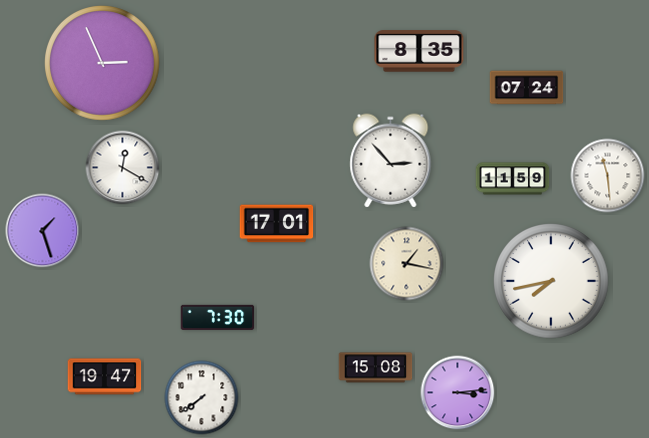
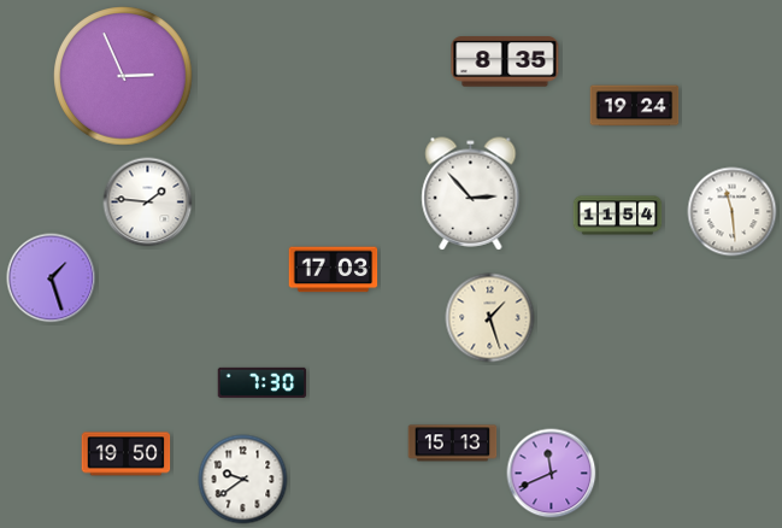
clock at (527, 88): 07:24 -> 19:24
clock at (123, 168): 12:20 -> 1:46
clock at (513, 179): 11:59 -> 11:54
clock at (277, 224): 17:01 -> 17:03
clock at (407, 264): 1:17 -> 1:27
clock at (551, 281): 7:43 -> none
clock at (376, 368): 15:08 -> 15:13
clock at (105, 377): 19:47 -> 19:50
clock at (458, 393): 3:14 -> 11:41
clock at (202, 398): 7:39 -> 9:39
